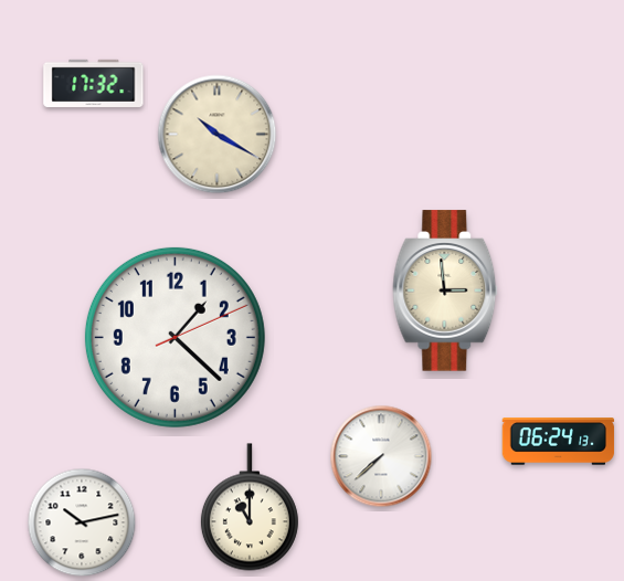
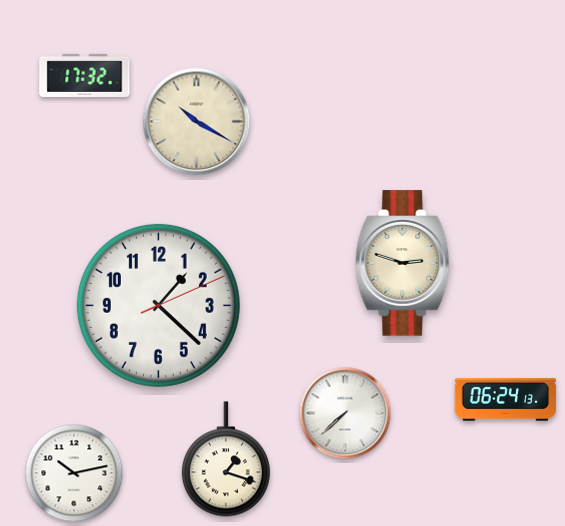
clock at (445, 290): 2:59 -> 2:48
clock at (250, 507): 11:00 -> 1:18
